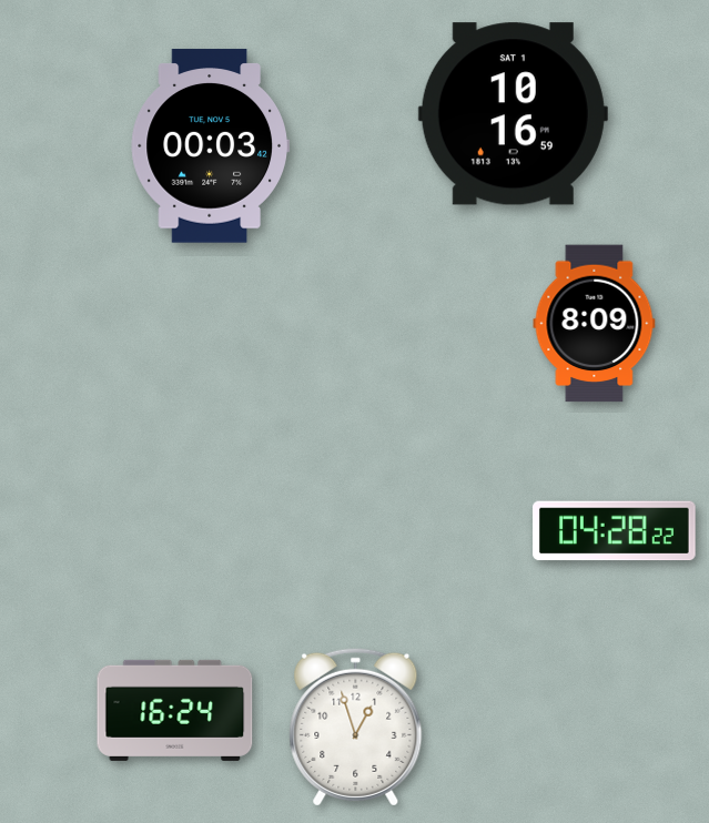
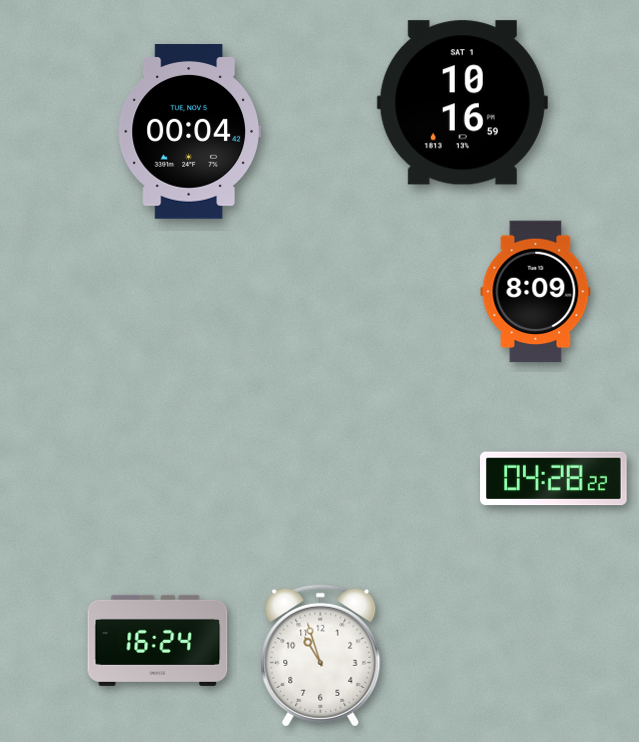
clock at (210, 146): 00:03 -> 00:04
clock at (356, 727): 12:57 -> 10:57
